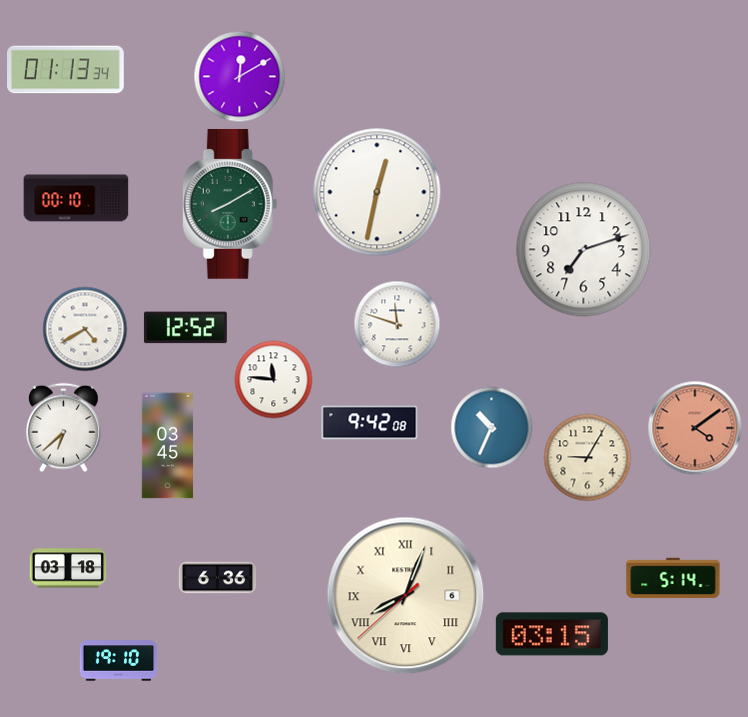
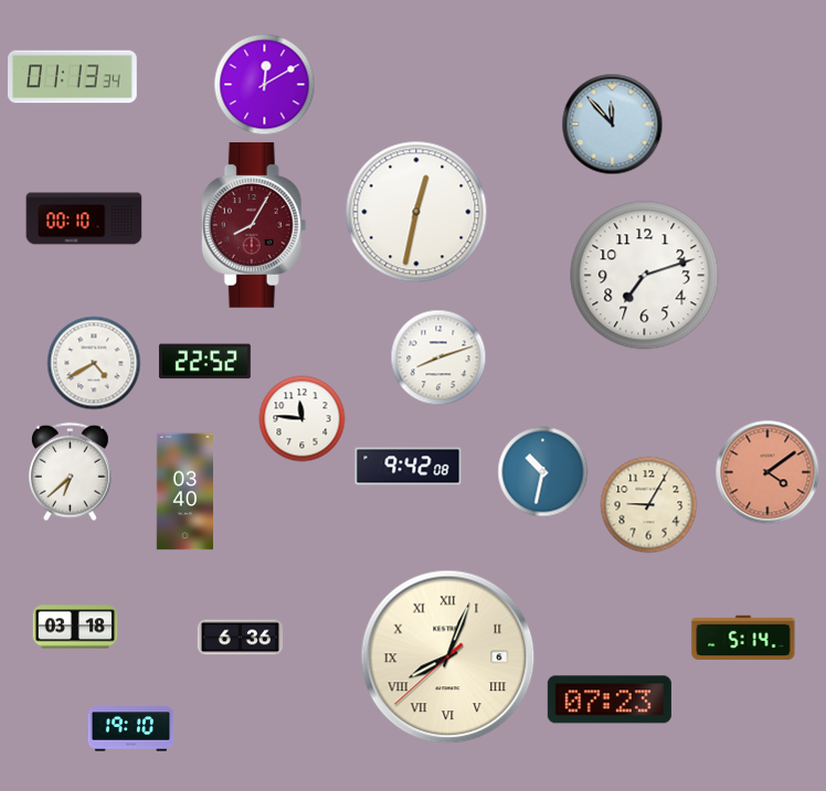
clock at (613, 125): none -> 11:53
clock at (230, 204): 8:10 -> 8:05
clock at (230, 204) dial: green -> burgundy
clock at (397, 324): 11:48 -> 8:12
clock at (185, 328): 12:52 -> 22:52
clock at (492, 428): 10:34 -> 10:32
clock at (168, 446): 03:45 -> 03:40
clock at (552, 634): 03:15 -> 07:23
